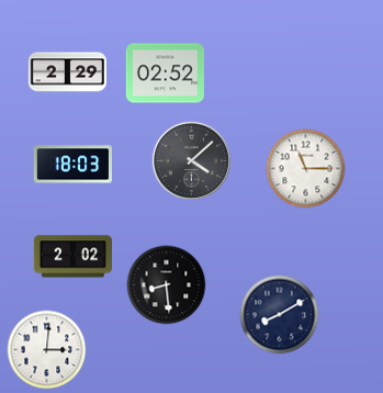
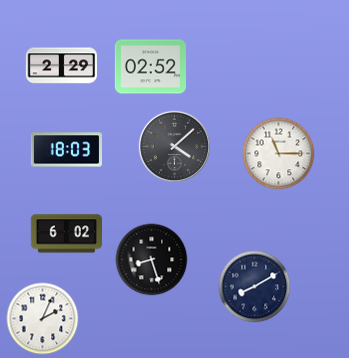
clock at (72, 257): 2:02 -> 6:02
clock at (167, 285): 8:29 -> 8:27
clock at (47, 350): 3:01 -> 2:04
